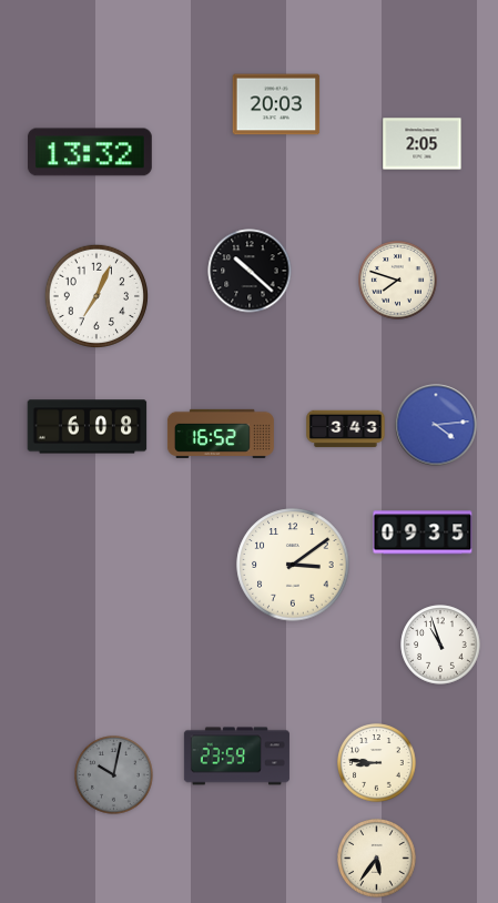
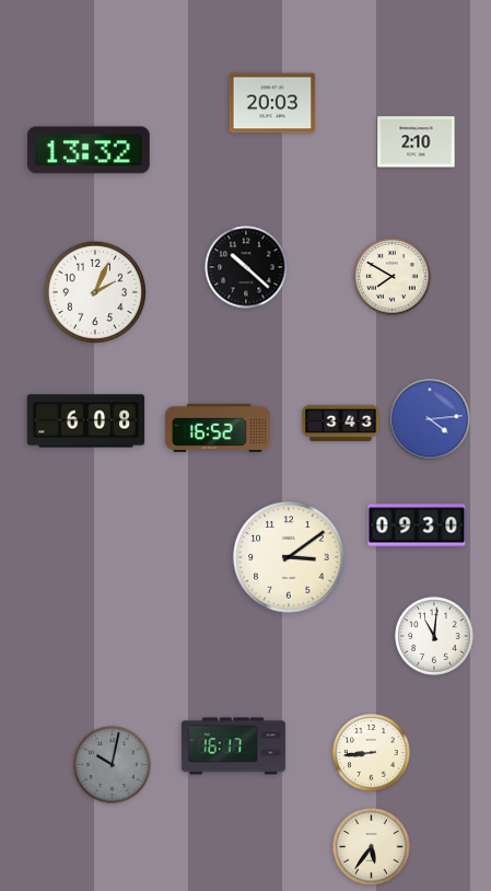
clock at (423, 144): 2:05 -> 2:10
clock at (398, 281): 7:48 -> 7:50
clock at (95, 295): 7:04 -> 2:04
clock at (423, 532): 09:35 -> 09:30
clock at (440, 645): 10:57 -> 11:01
clock at (236, 757): 23:59 -> 16:17
clock at (377, 763): 8:46 -> 8:44
